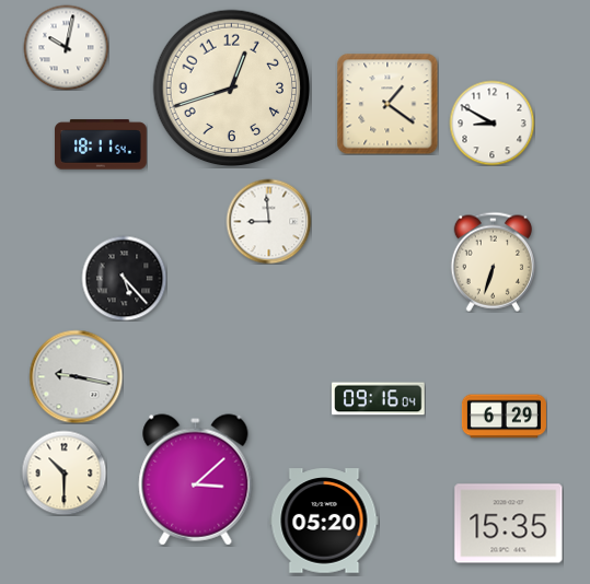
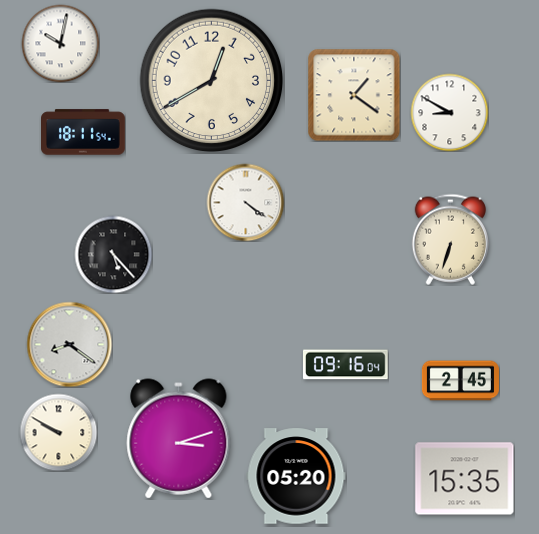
clock at (232, 89): 12:42 -> 12:40
clock at (102, 144) position: (102, 144) -> (84, 132)
clock at (268, 221): 8:59 -> 4:21
clock at (76, 376): 9:17 -> 8:21
clock at (504, 417): 6:29 -> 2:45
clock at (63, 472): 10:30 -> 9:50
clock at (196, 480): 3:08 -> 3:12
